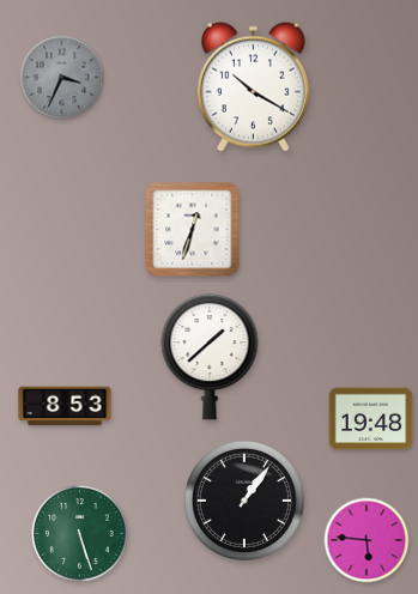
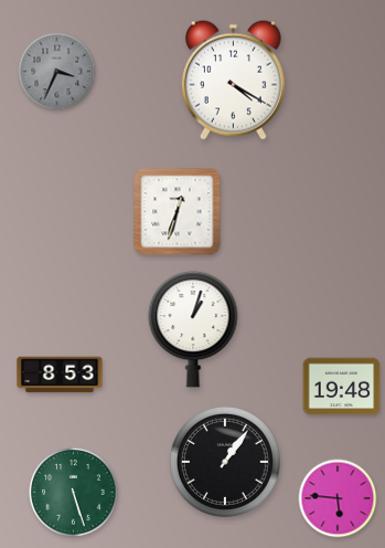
clock at (253, 86): 10:20 -> 4:20
clock at (210, 357): 1:38 -> 1:03
